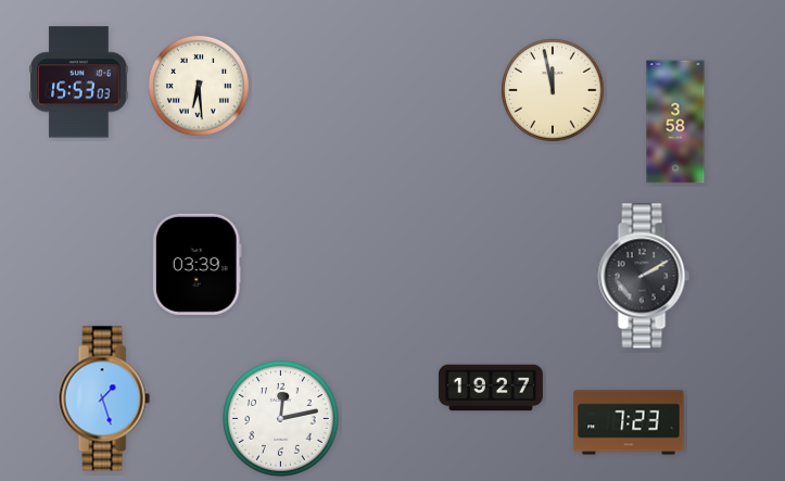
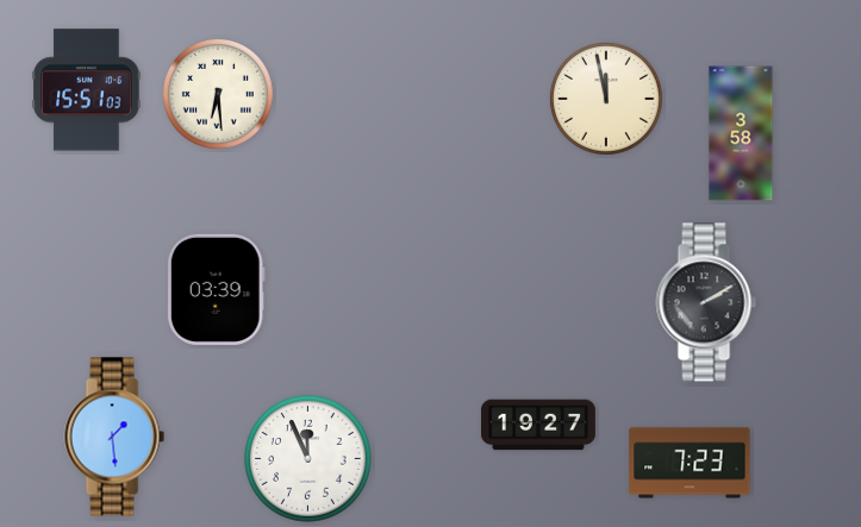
clock at (79, 83): 15:53 -> 15:51
clock at (104, 398): 1:27 -> 1:29
clock at (281, 419): 12:13 -> 11:56
